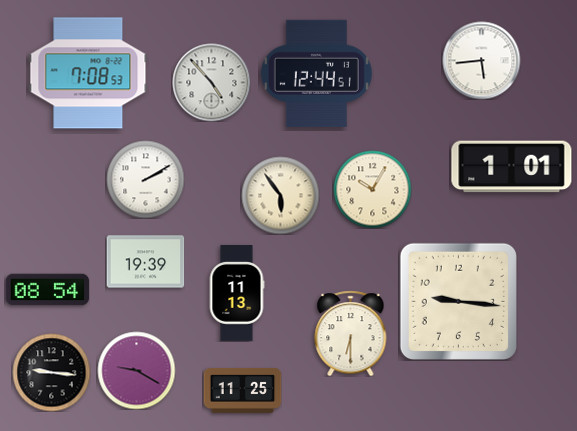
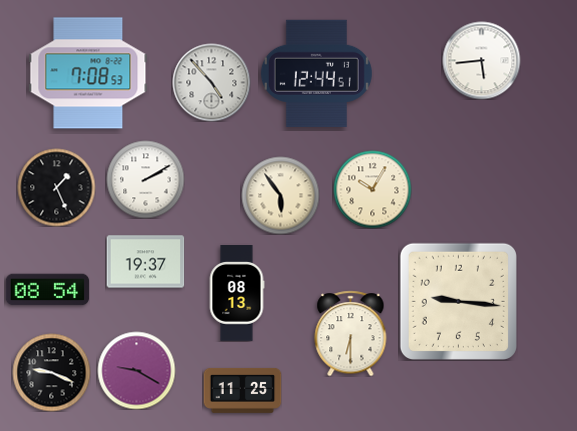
clock at (512, 167): 1:01 -> none
clock at (56, 187): none -> 1:26
clock at (145, 262): 19:39 -> 19:37
clock at (237, 294): 11:13 -> 08:13
clock at (51, 372): 9:16 -> 9:19
